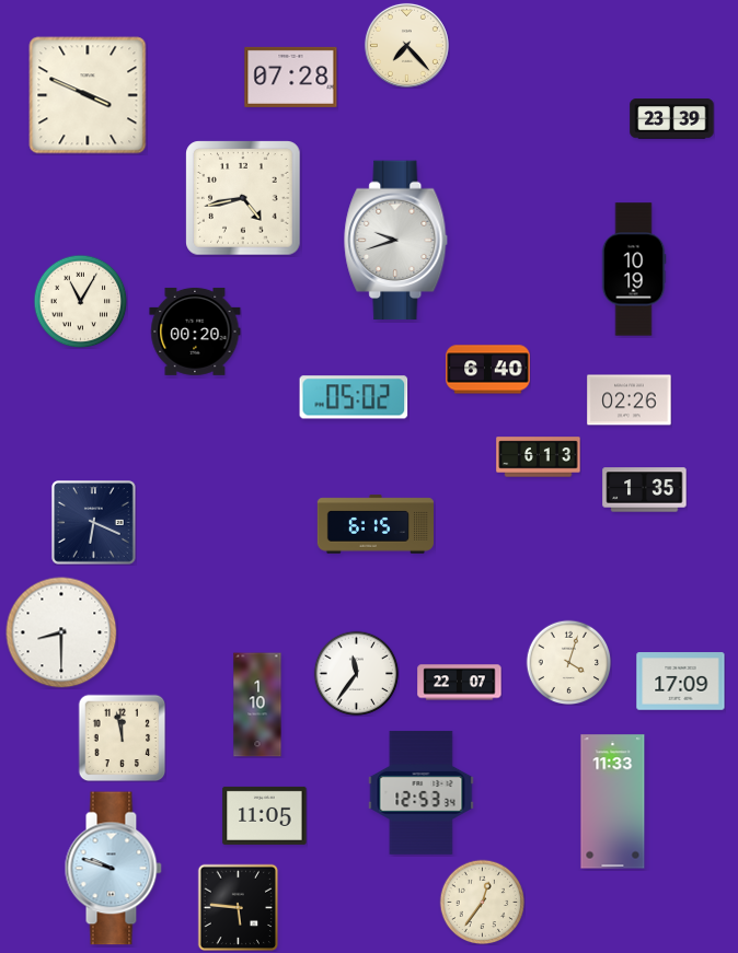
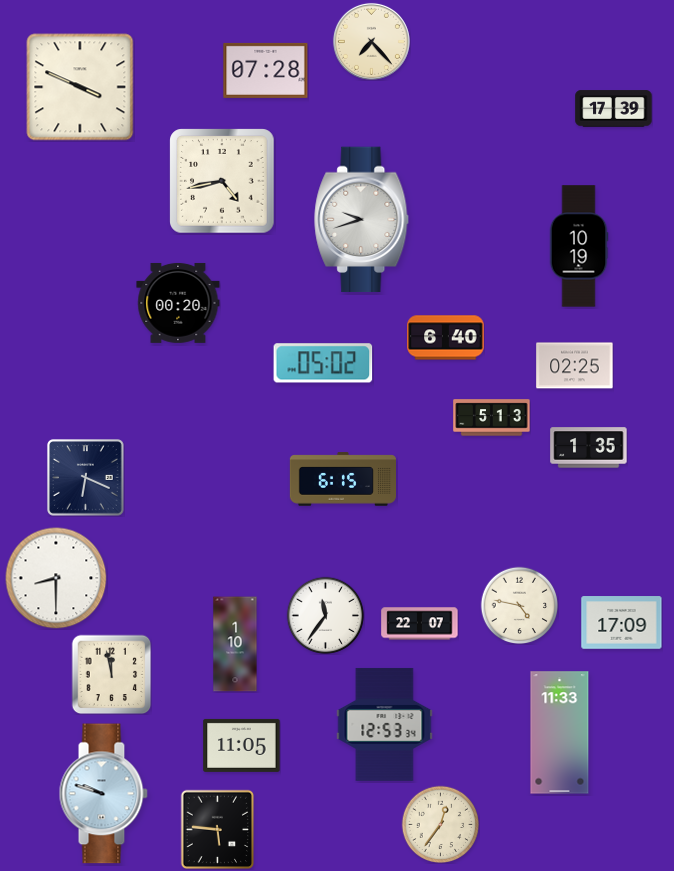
clock at (672, 119): 23:39 -> 17:39
clock at (80, 301): 11:05 -> none
clock at (630, 400): 02:26 -> 02:25
clock at (539, 457): 6:13 -> 5:13
clock at (568, 662): 4:03 -> 4:47
